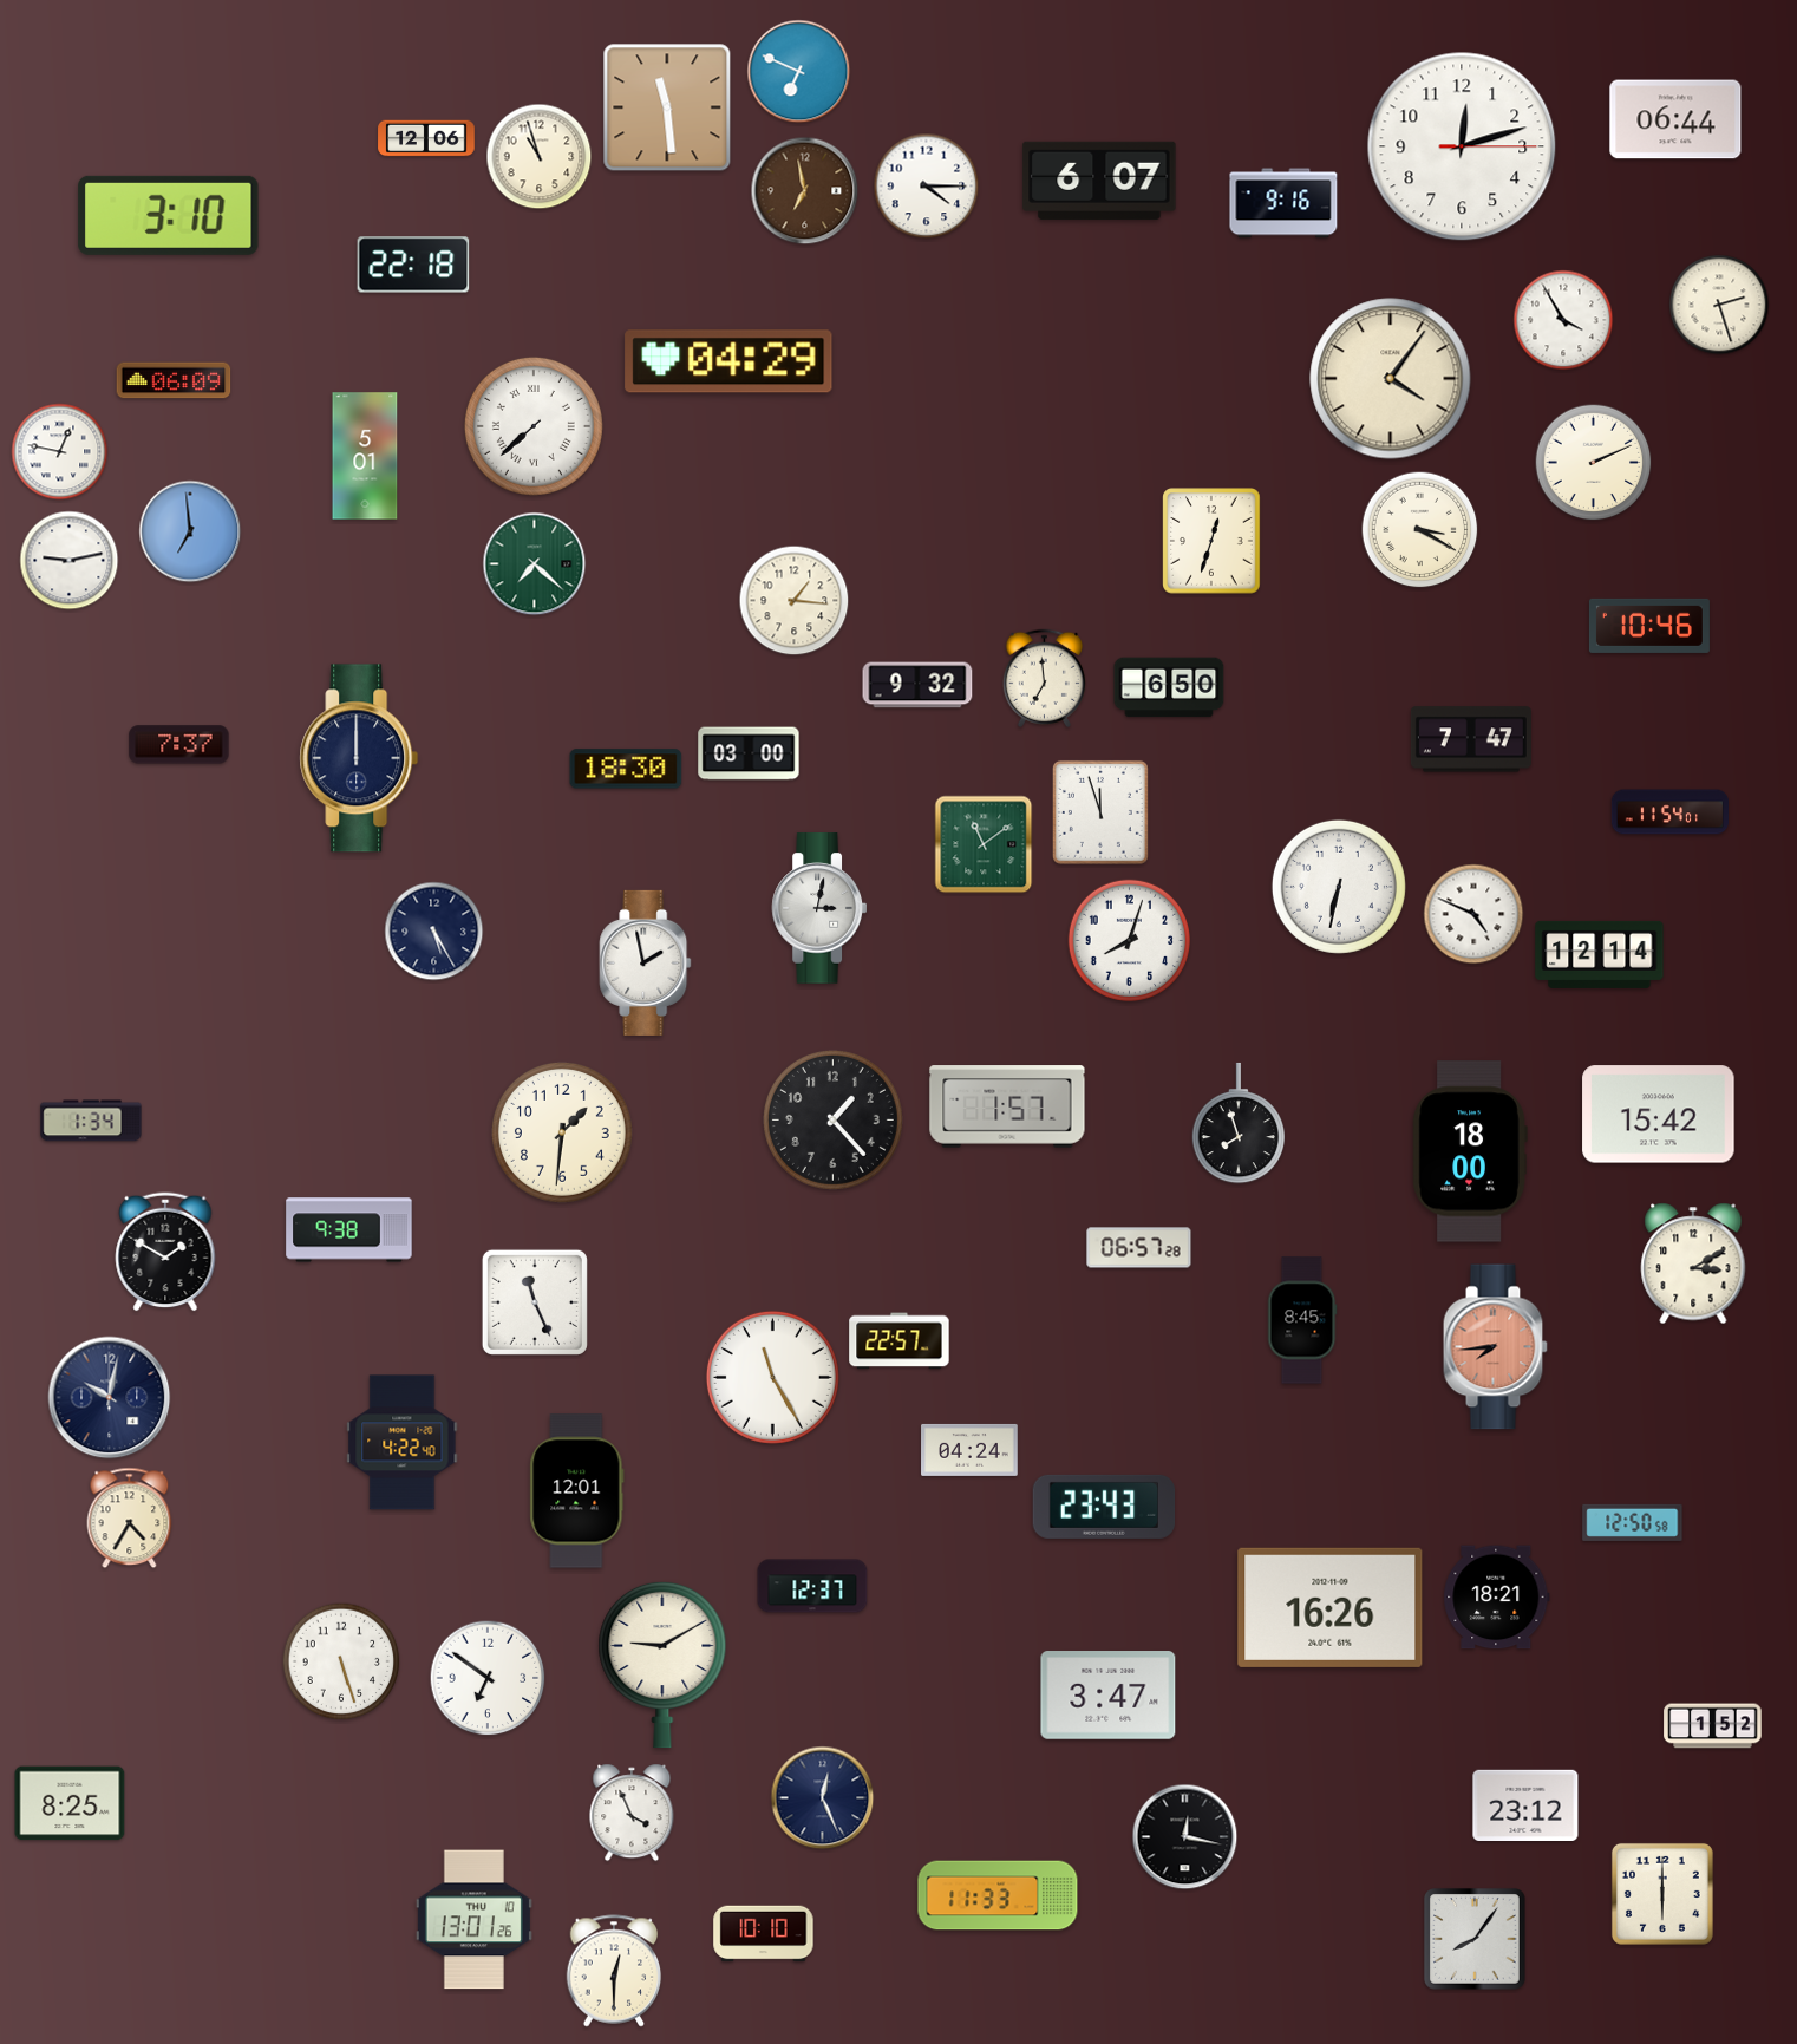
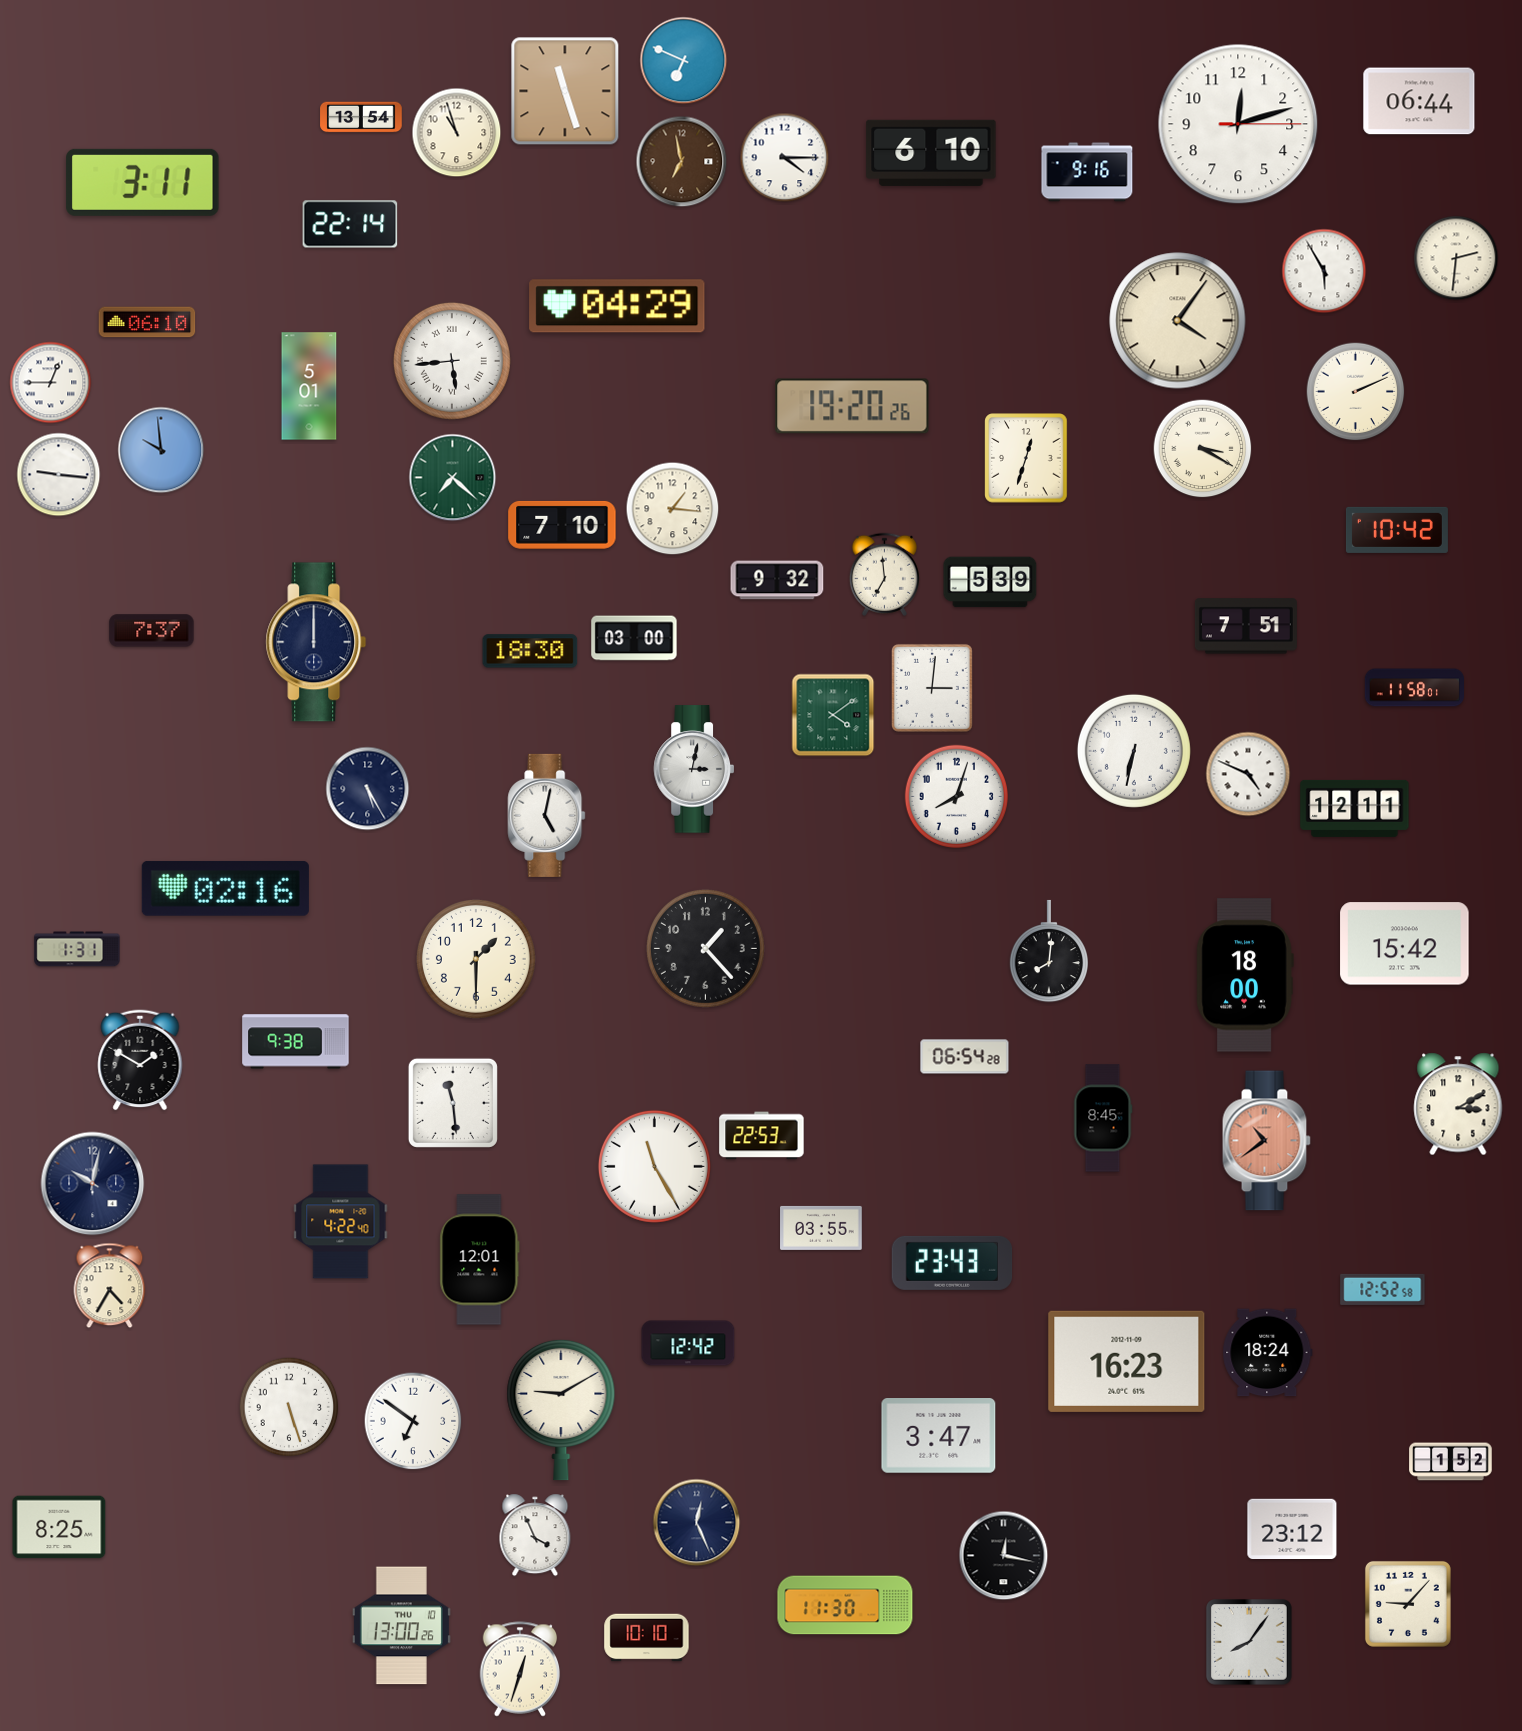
clock at (799, 72) position: (799, 72) -> (684, 61)
clock at (667, 107): 11:29 -> 11:27
clock at (426, 138): 12:06 -> 13:54
clock at (1099, 181): 6:07 -> 6:10
clock at (169, 215): 3:10 -> 3:11
clock at (413, 265): 22:18 -> 22:14
clock at (1719, 305): 2:27 -> 2:31
clock at (1563, 320): 3:55 -> 5:55
clock at (174, 380): 06:09 -> 06:10
clock at (534, 426): 7:38 -> 5:44
clock at (60, 452): 12:47 -> 12:45
clock at (1594, 463) position: (1594, 463) -> (1356, 392)
clock at (852, 406): none -> 19:20
clock at (190, 531): 6:59 -> 9:59
clock at (70, 561): 9:13 -> 9:16
clock at (562, 525): none -> 7:10
clock at (1649, 626): 10:46 -> 10:42
clock at (1169, 687): 6:50 -> 5:39
clock at (1471, 739): 7:47 -> 7:51
clock at (359, 758) position: (359, 758) -> (316, 642)
clock at (1100, 812): 11:57 -> 3:01
clock at (1669, 812): 11:54 -> 11:58
clock at (984, 844): 11:09 -> 4:09
clock at (1600, 954): 12:14 -> 12:11
clock at (646, 962): 1:58 -> 5:02
clock at (225, 888): none -> 02:16
clock at (1007, 1106): 1:57 -> none
clock at (91, 1121): 1:34 -> 1:31
clock at (1237, 1123): 7:57 -> 8:01
clock at (562, 1132): 1:31 -> 1:30
clock at (1139, 1248): 06:57 -> 06:54
clock at (1693, 1263) position: (1693, 1263) -> (1458, 1104)
clock at (535, 1302): 11:26 -> 11:29
clock at (900, 1341): 22:57 -> 22:53
clock at (1495, 1347): 7:44 -> 10:39
clock at (969, 1450): 04:24 -> 03:55
clock at (577, 1491) position: (577, 1491) -> (480, 1260)
clock at (1104, 1507) position: (1104, 1507) -> (952, 1263)
clock at (1633, 1522): 12:50 -> 12:52
clock at (812, 1586): 12:37 -> 12:42
clock at (1497, 1598): 18:21 -> 18:24
clock at (1331, 1607): 16:26 -> 16:23
clock at (1662, 1894): 6:00 -> 9:07
clock at (998, 1895): 11:33 -> 11:30
clock at (473, 1920): 13:01 -> 13:00
clock at (614, 1971): 12:30 -> 12:33
